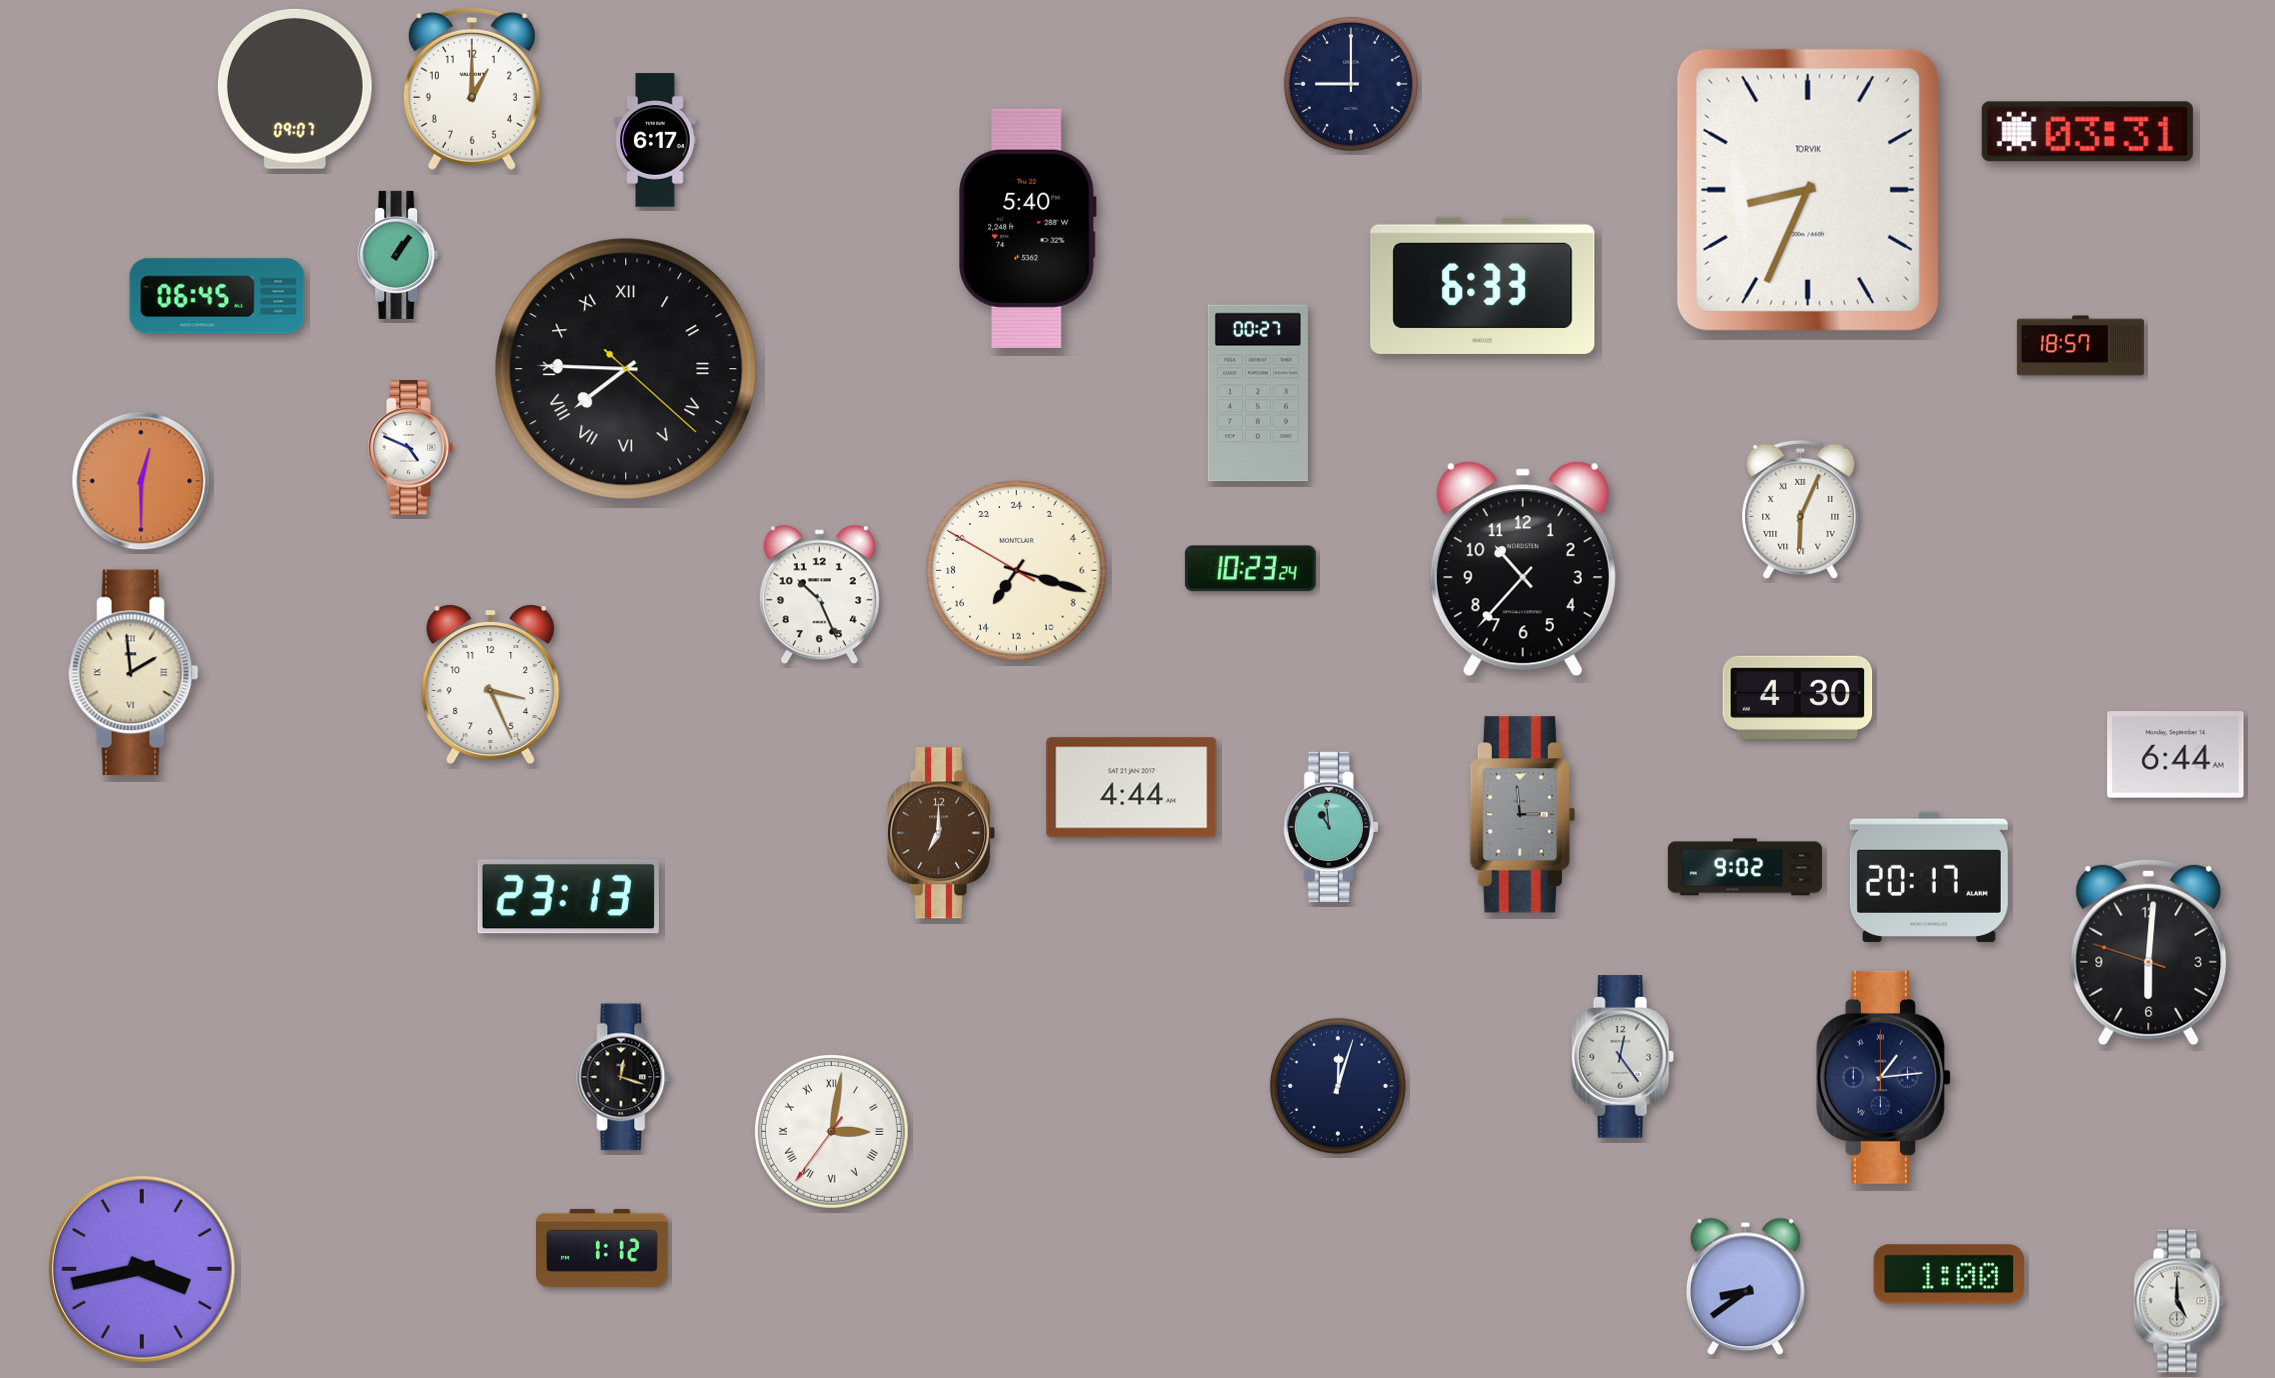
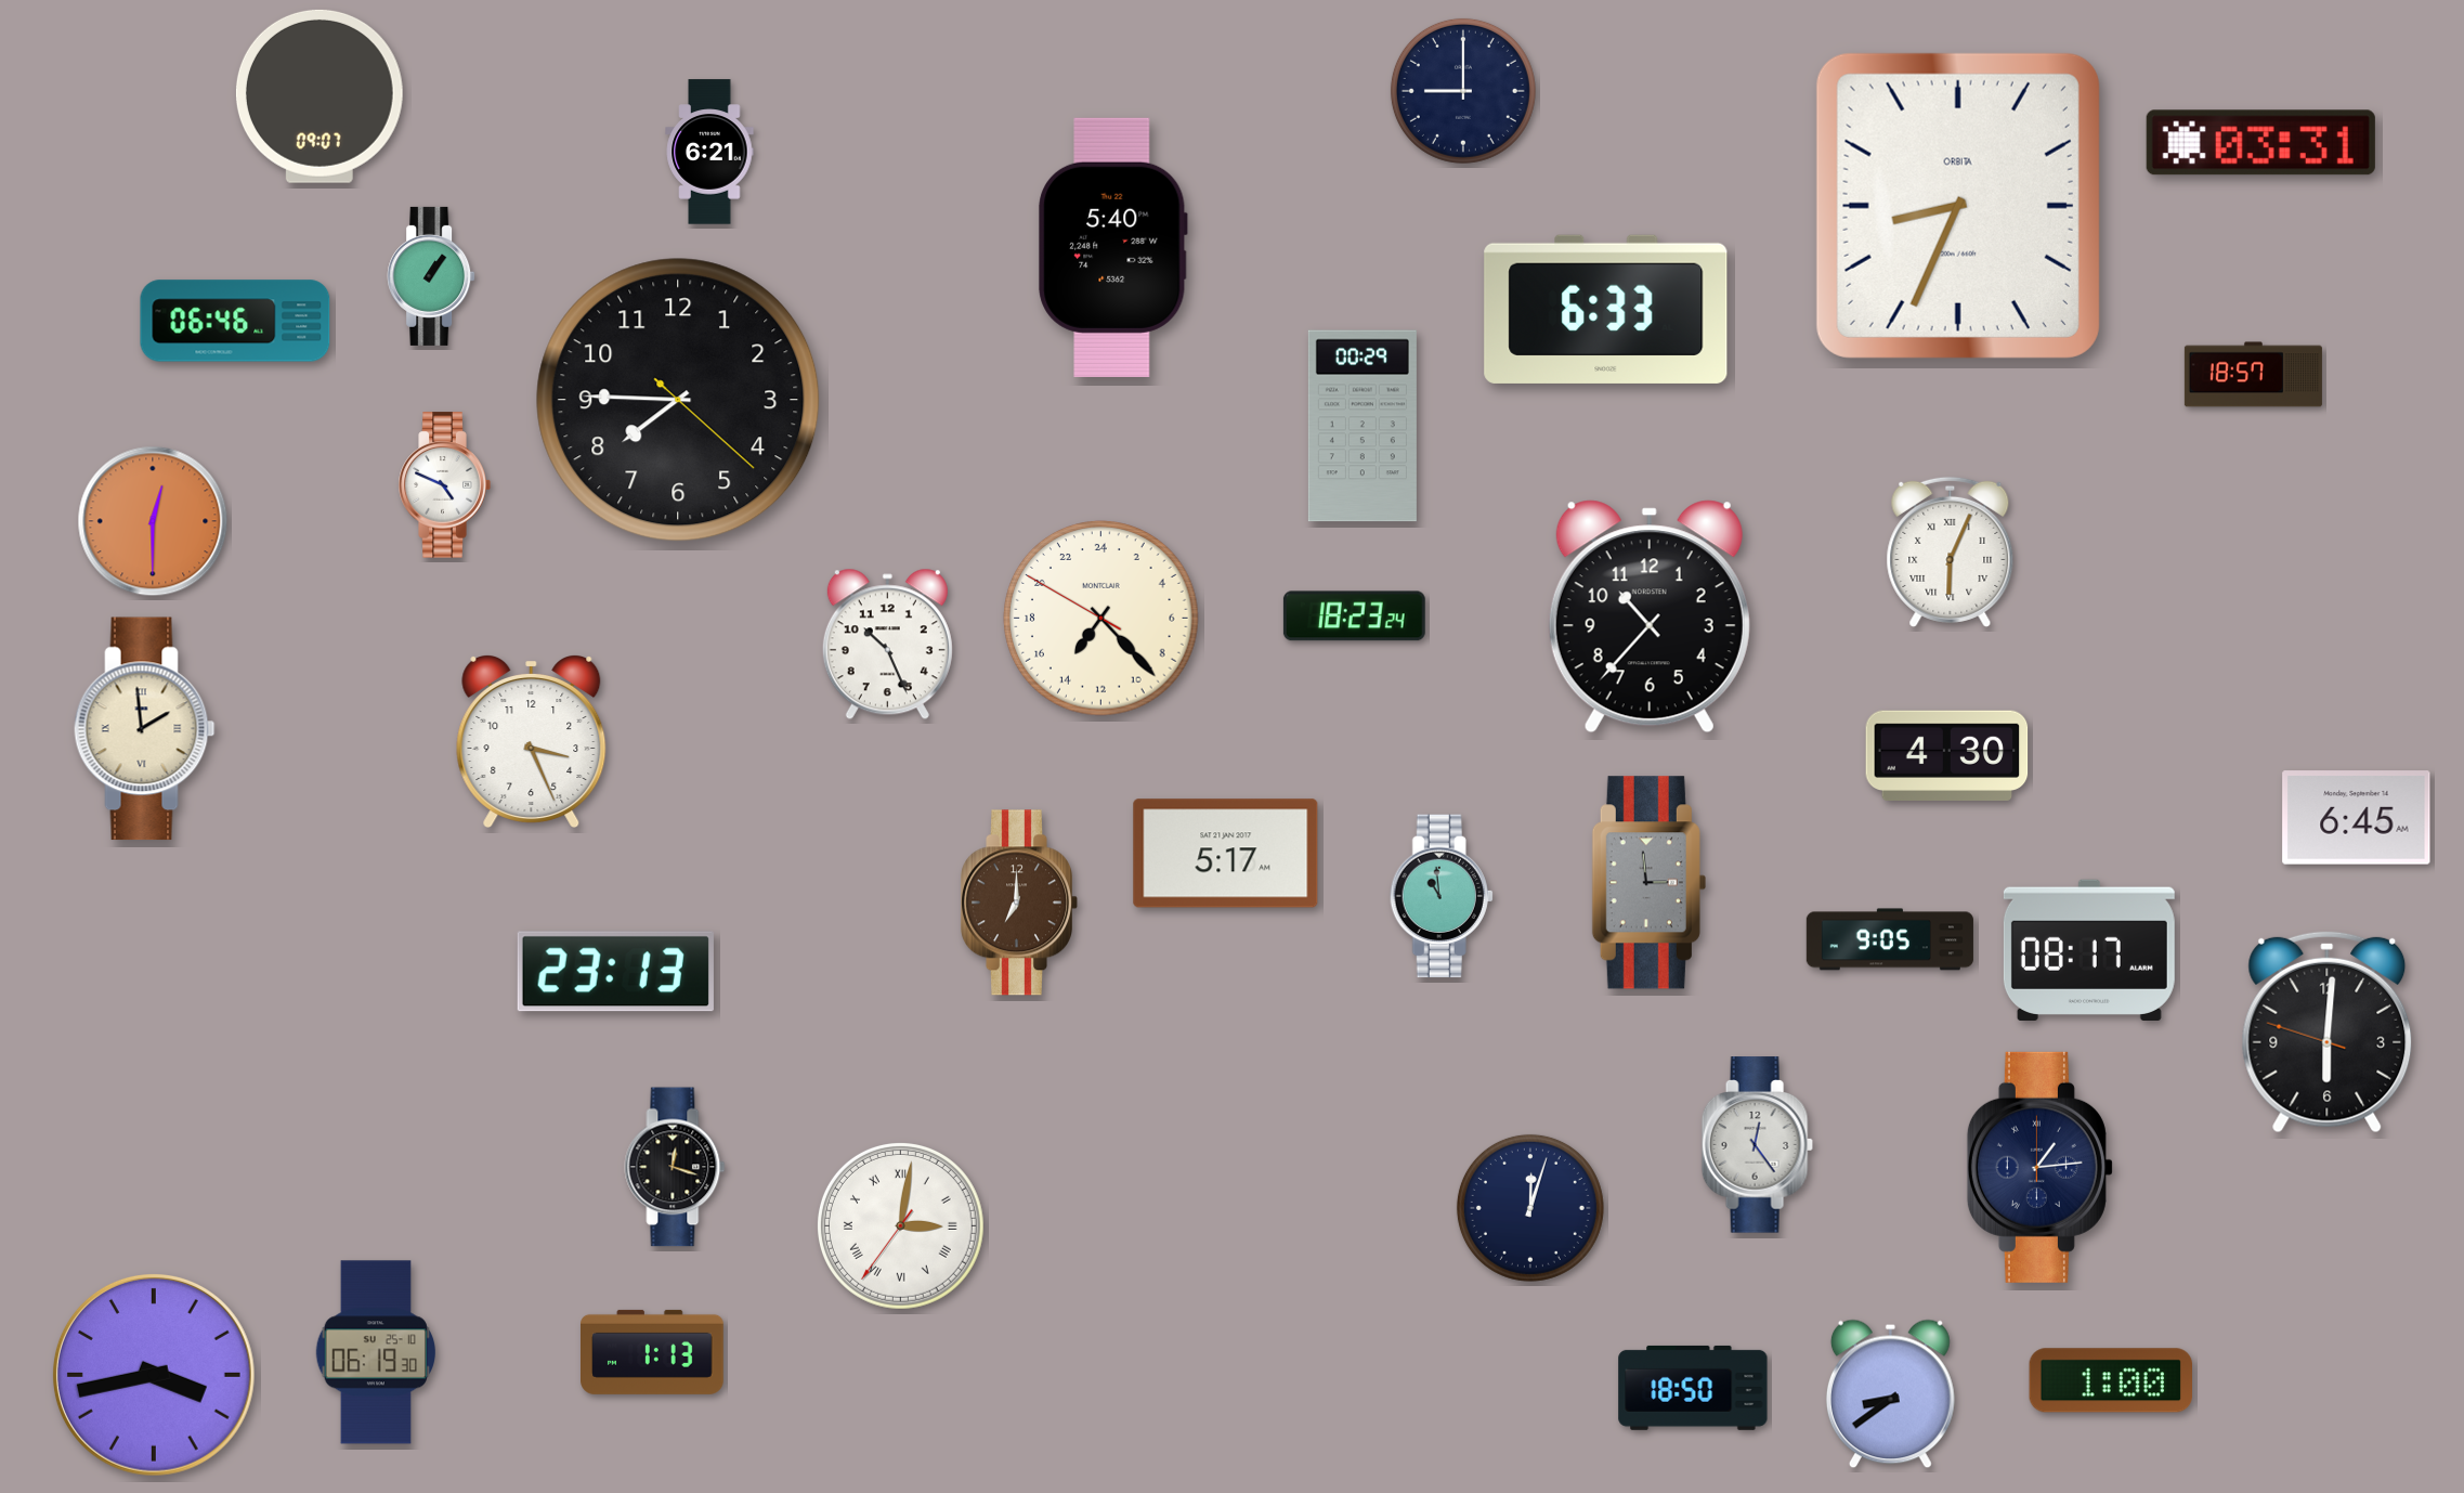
clock at (472, 89): 1:00 -> none
clock at (655, 140): 6:17 -> 6:21
clock at (1808, 190) brand: TORVIK -> ORBITA
clock at (217, 296): 06:45 -> 06:46
clock at (626, 369) numerals: Roman -> Arabic
clock at (1258, 393): 00:27 -> 00:29
clock at (1250, 569): 10:23 -> 18:23
clock at (1017, 571): 14:17 -> 14:22
clock at (2176, 755): 6:44 -> 6:45
clock at (1132, 788): 4:44 -> 5:17
clock at (1745, 867): 9:02 -> 9:05
clock at (1929, 877): 20:17 -> 08:17
clock at (1338, 1086) position: (1338, 1086) -> (1530, 1208)
clock at (375, 1352): none -> 06:19
clock at (603, 1248): 1:12 -> 1:13
clock at (1693, 1388): none -> 18:50
clock at (2179, 1301): 5:00 -> none
